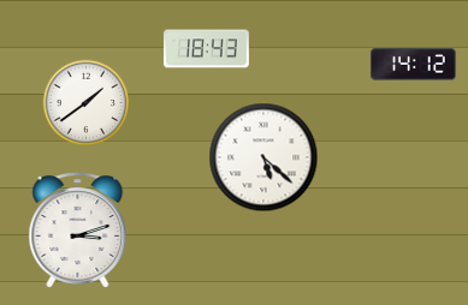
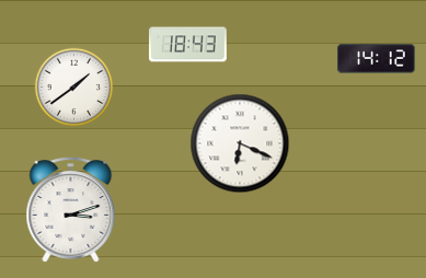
clock at (87, 103) position: (87, 103) -> (74, 88)
clock at (263, 157): 5:22 -> 6:19
